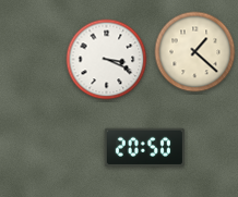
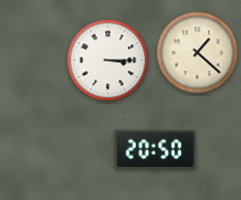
clock at (107, 60): 3:19 -> 3:15
clock at (144, 147) position: (144, 147) -> (155, 149)
